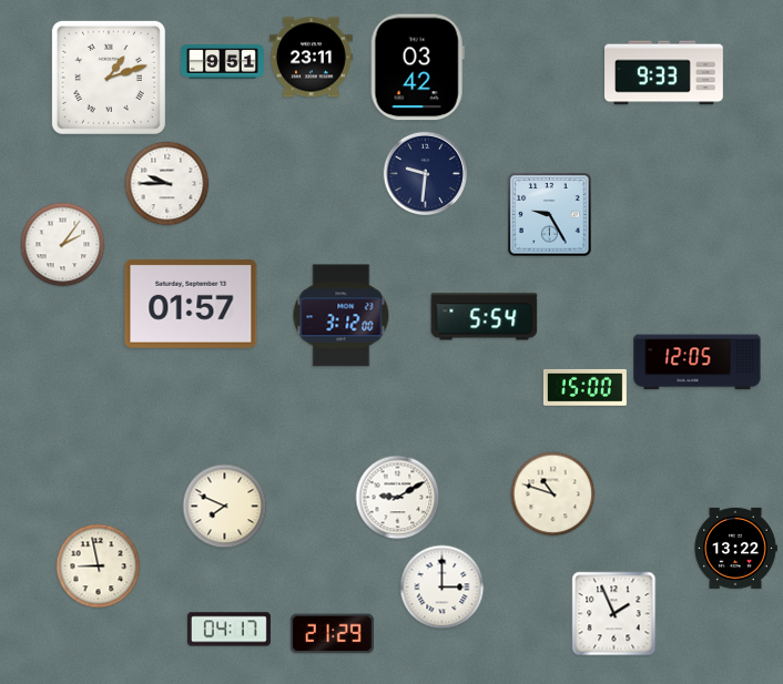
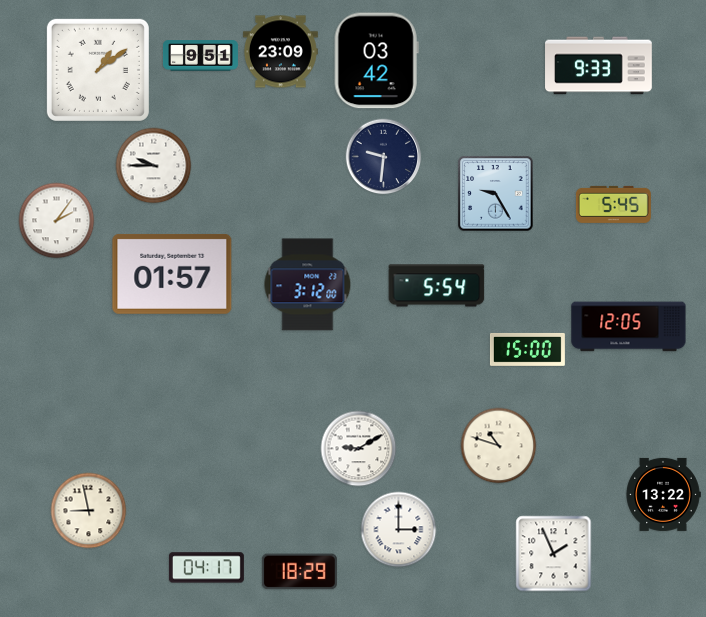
clock at (311, 58): 23:11 -> 23:09
clock at (109, 78): 1:12 -> 1:09
clock at (167, 184) position: (167, 184) -> (154, 166)
clock at (613, 204): none -> 5:45
clock at (225, 507): 7:49 -> none
clock at (332, 634): 21:29 -> 18:29
